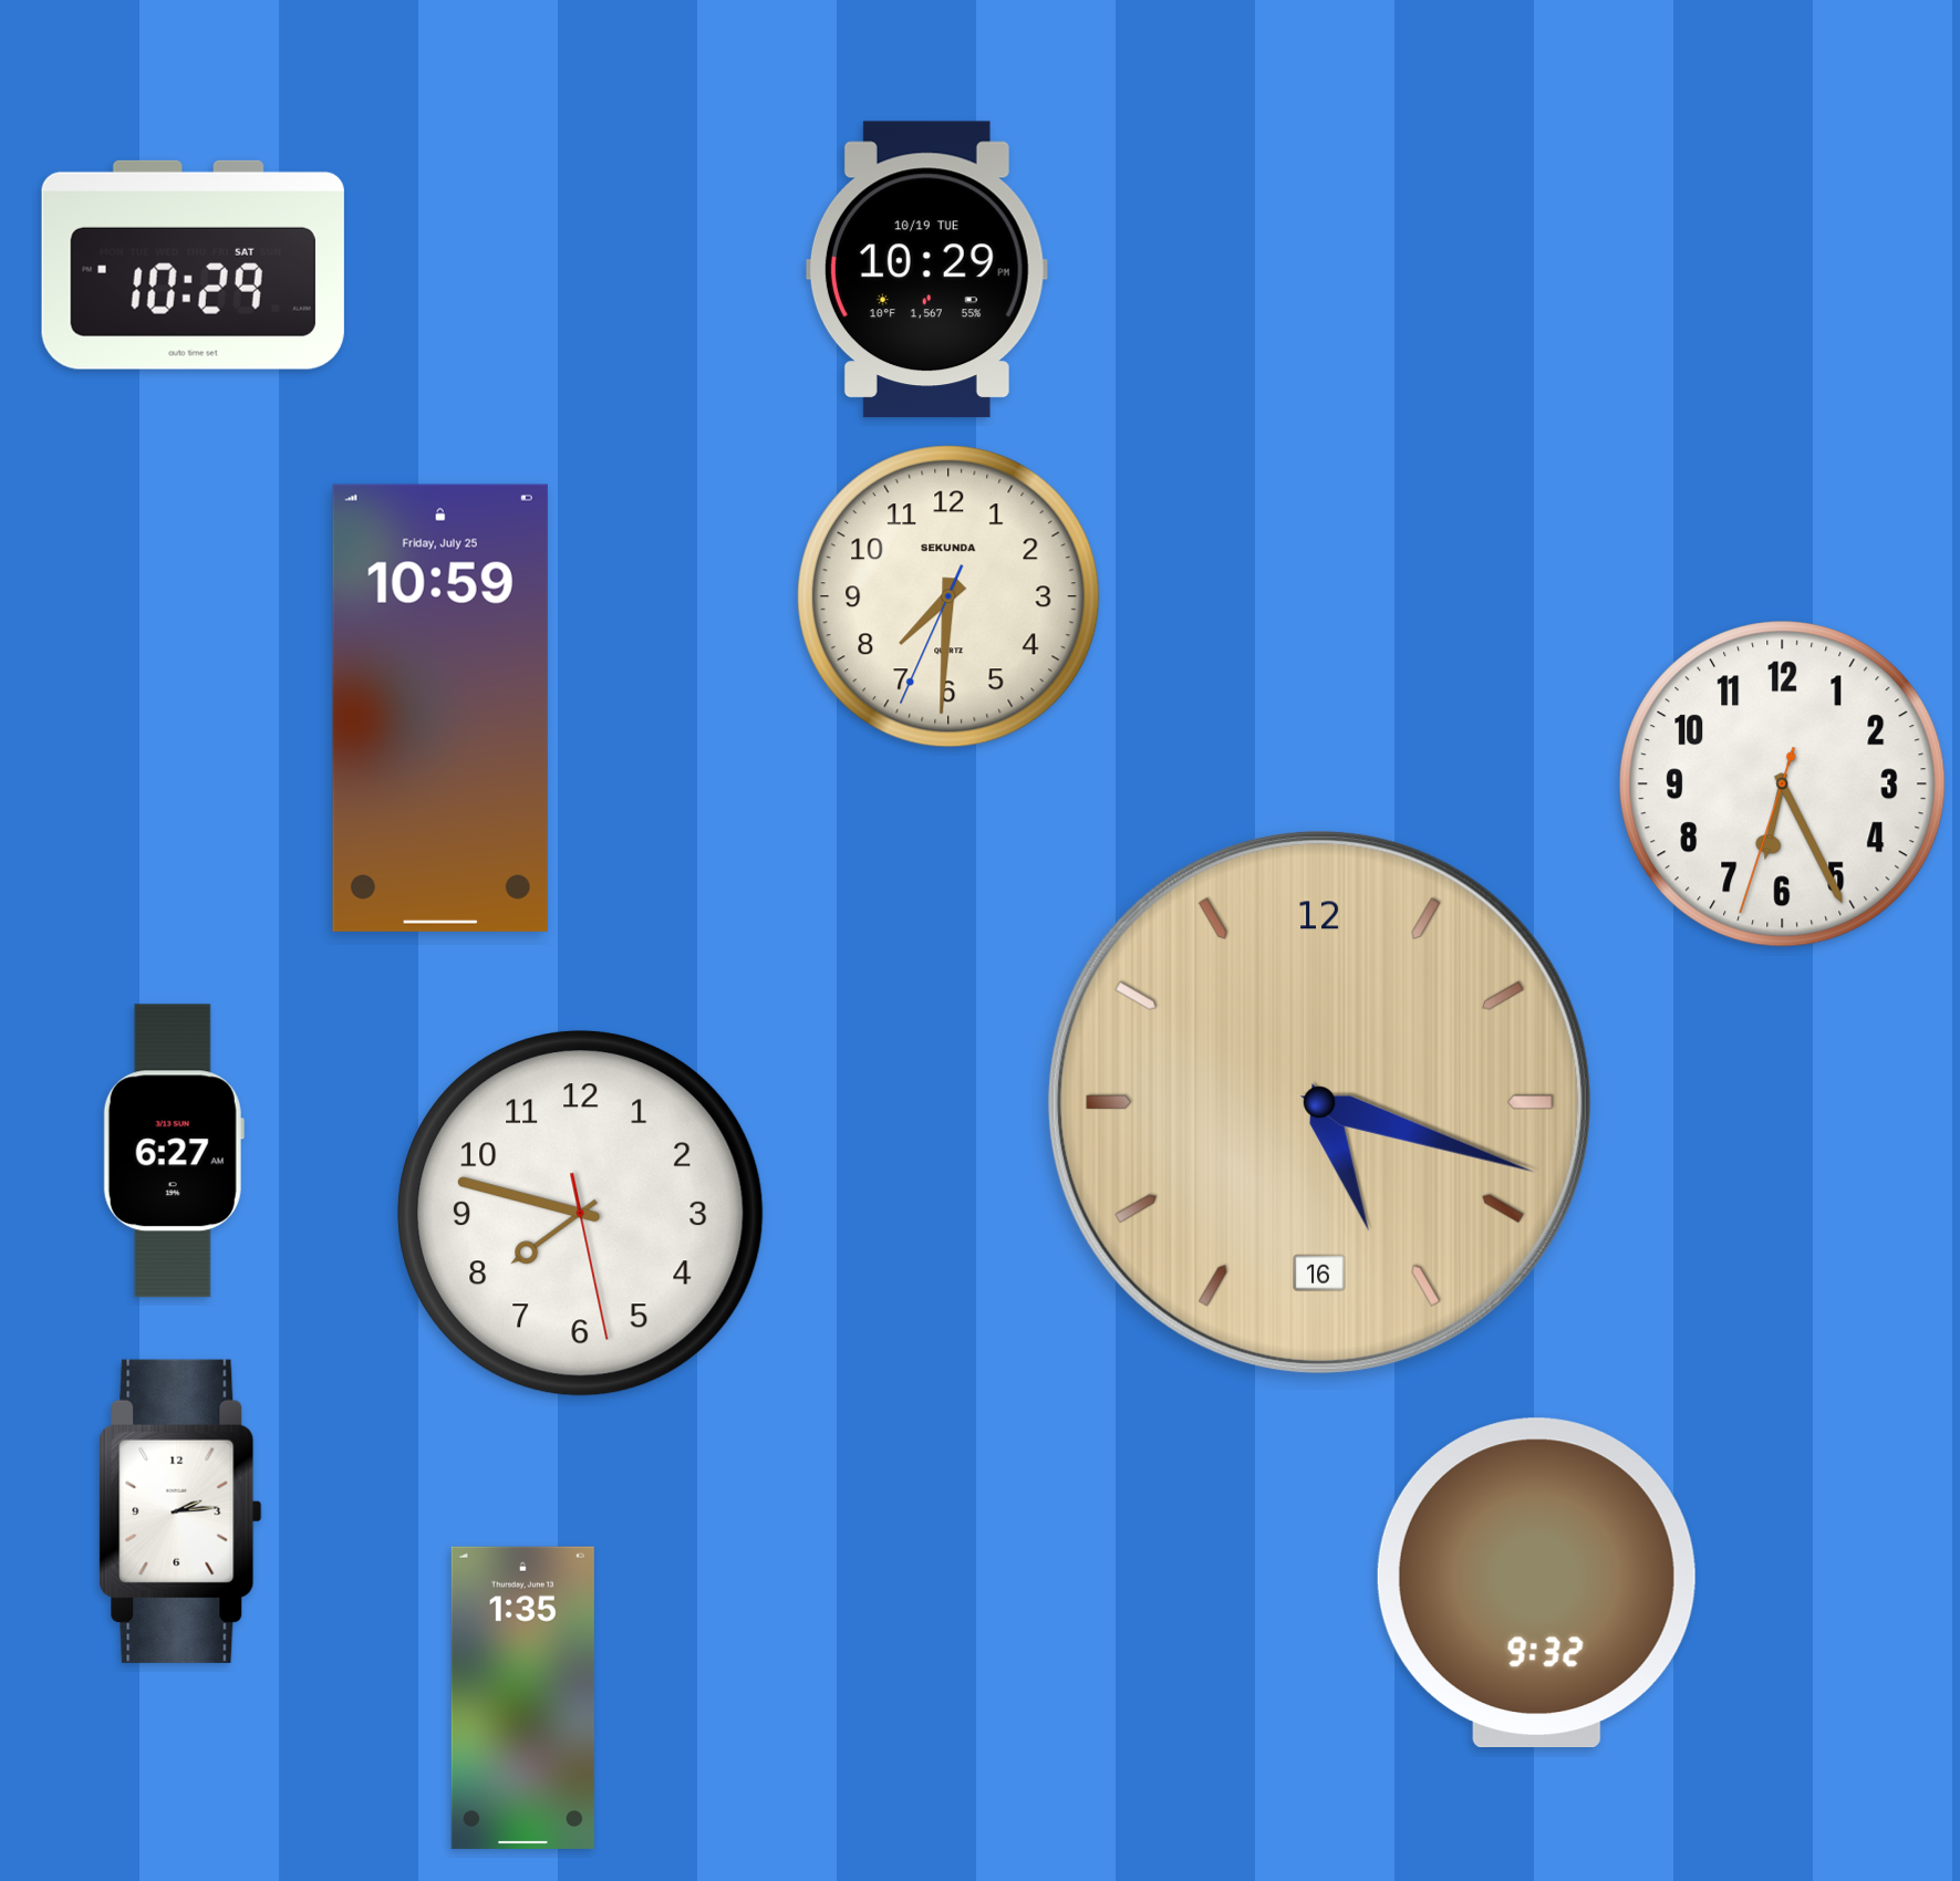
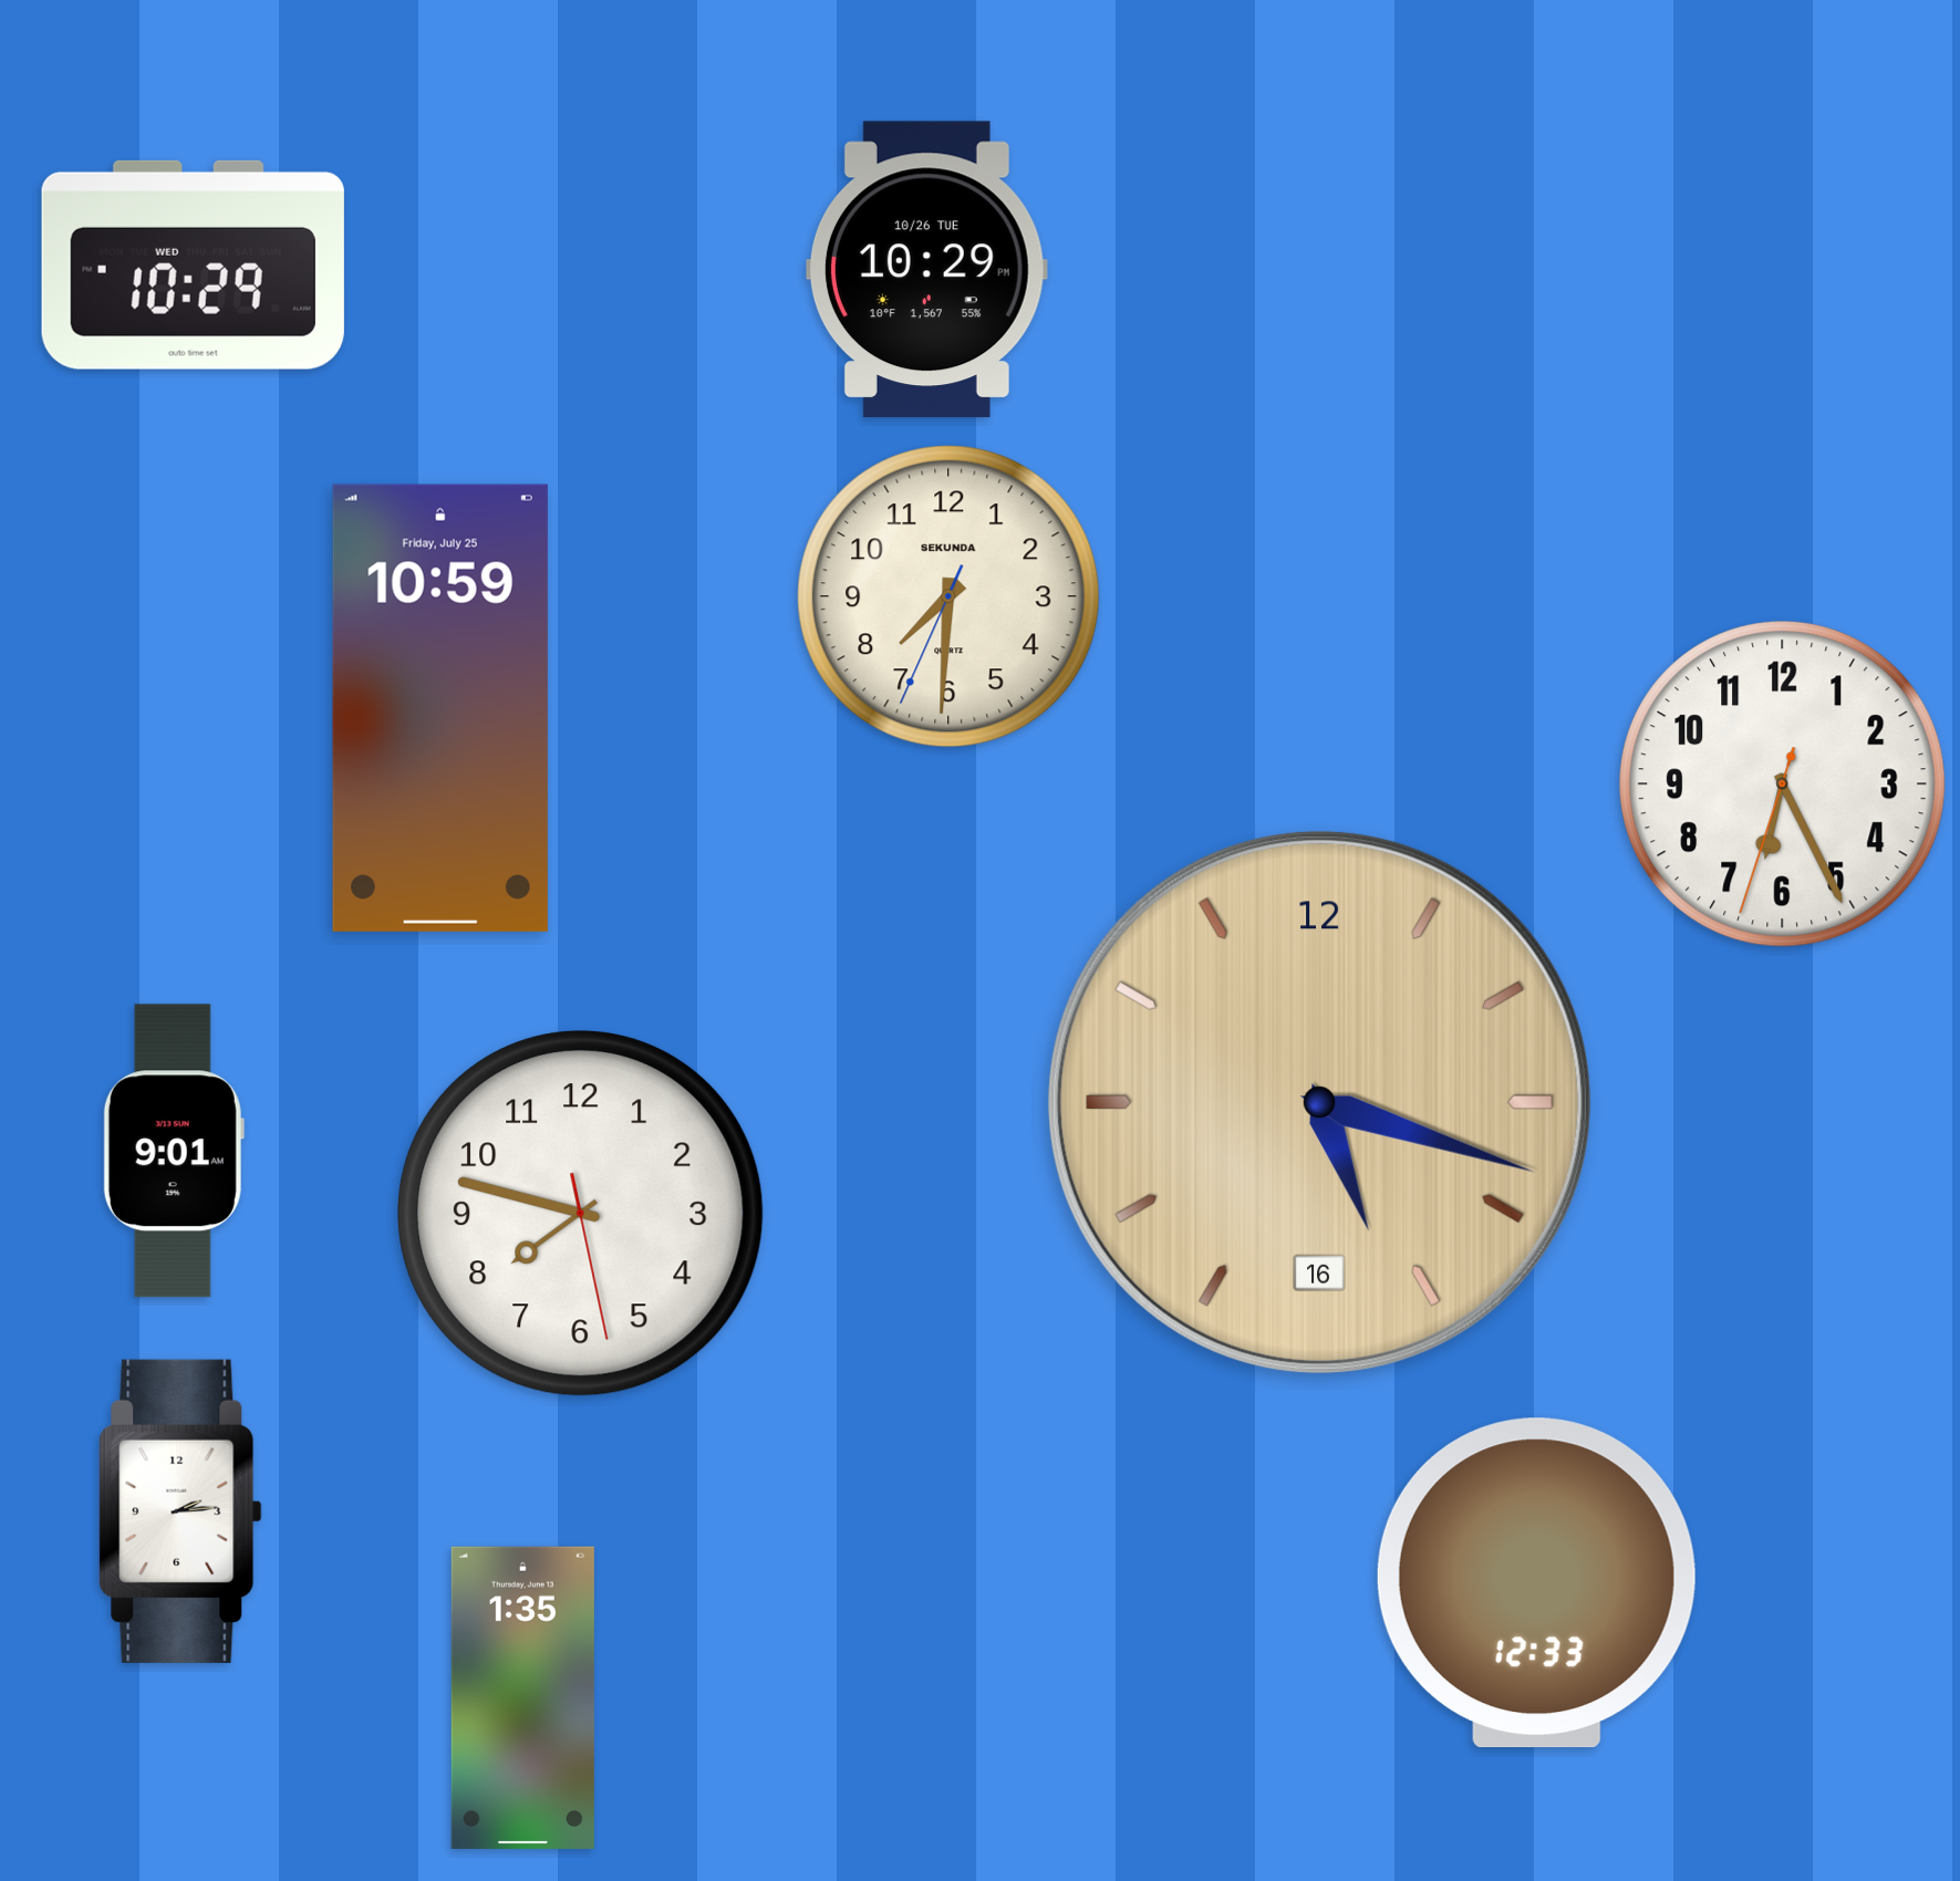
clock at (193, 264) date: SAT -> WED
clock at (926, 270) date: 10/19 TUE -> 10/26 TUE
clock at (174, 1151): 6:27 -> 9:01
clock at (1536, 1583): 9:32 -> 12:33
